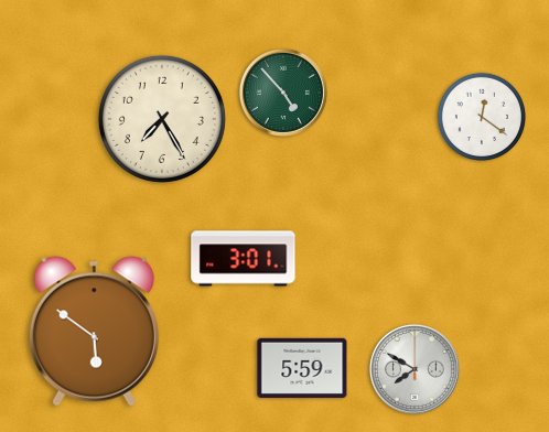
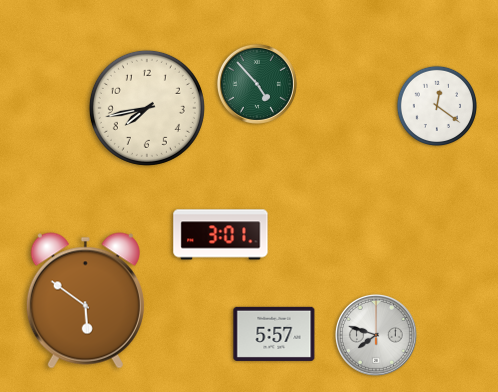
clock at (162, 119): 7:25 -> 7:43
clock at (302, 368): 5:59 -> 5:57
clock at (415, 369): 7:50 -> 7:48
